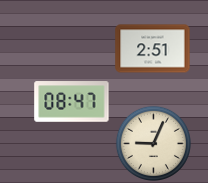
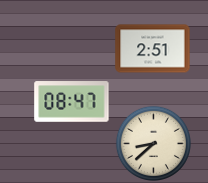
clock at (153, 143): 9:04 -> 8:38
